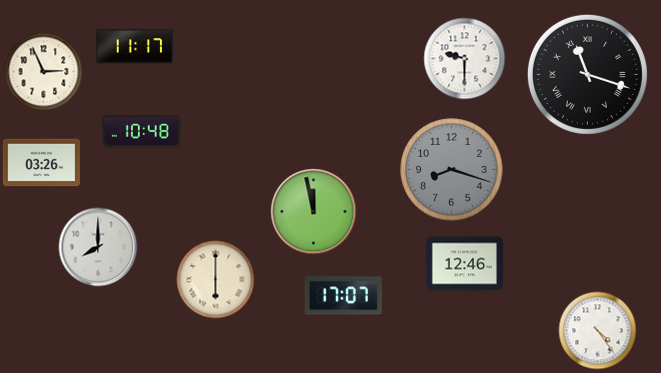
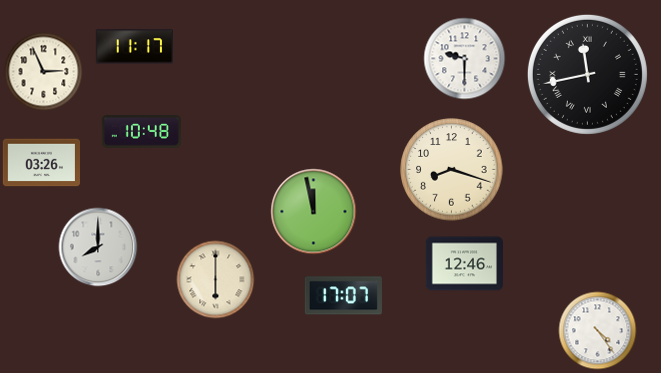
clock at (587, 74): 11:18 -> 11:43
clock at (452, 170) dial: grey -> cream
